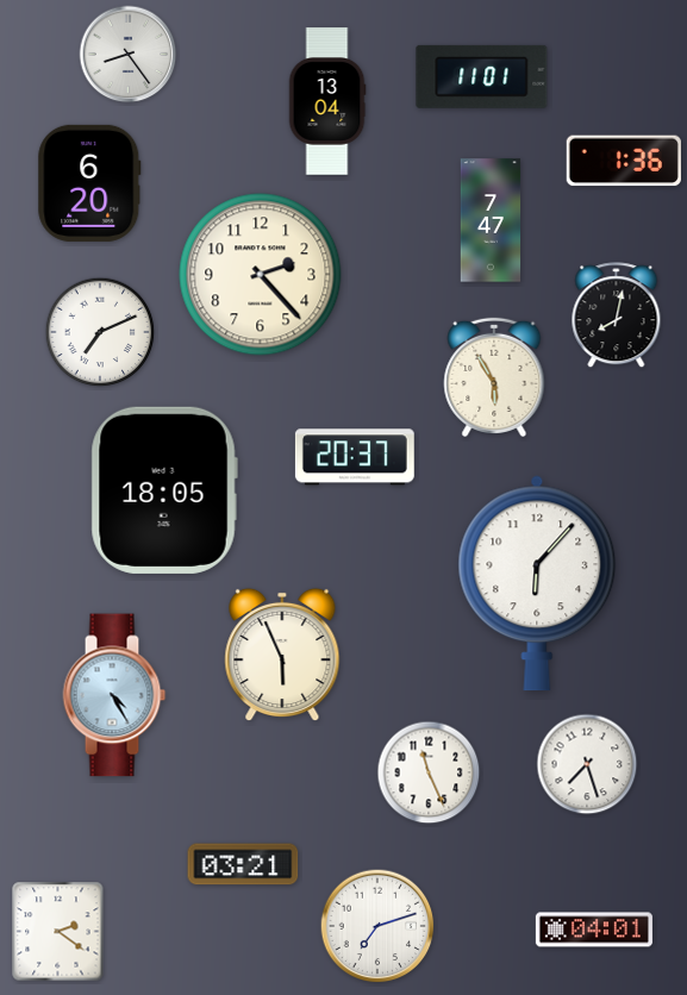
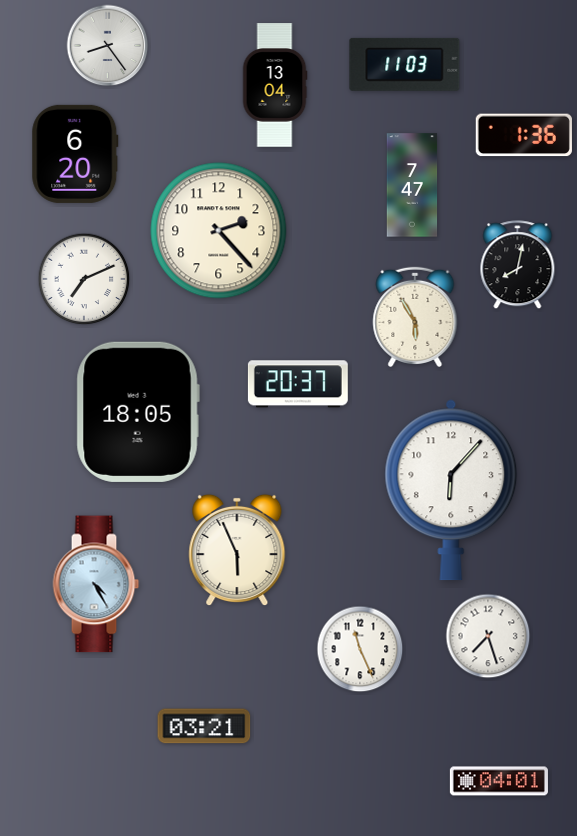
clock at (482, 76): 11:01 -> 11:03
clock at (587, 764) position: (587, 764) -> (488, 636)
clock at (377, 926): 7:12 -> none
clock at (58, 932): 2:21 -> none
